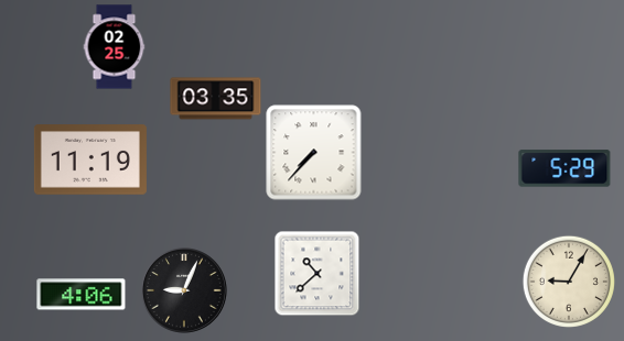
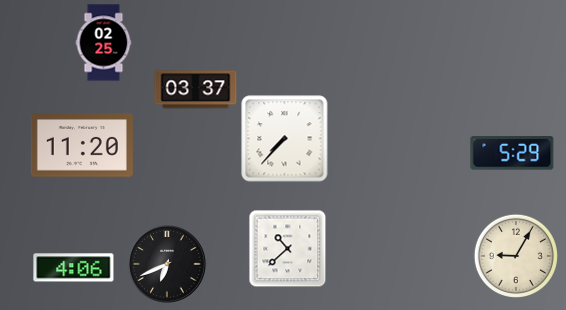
clock at (216, 99): 03:35 -> 03:37
clock at (90, 159): 11:19 -> 11:20
clock at (185, 291): 9:04 -> 6:41
